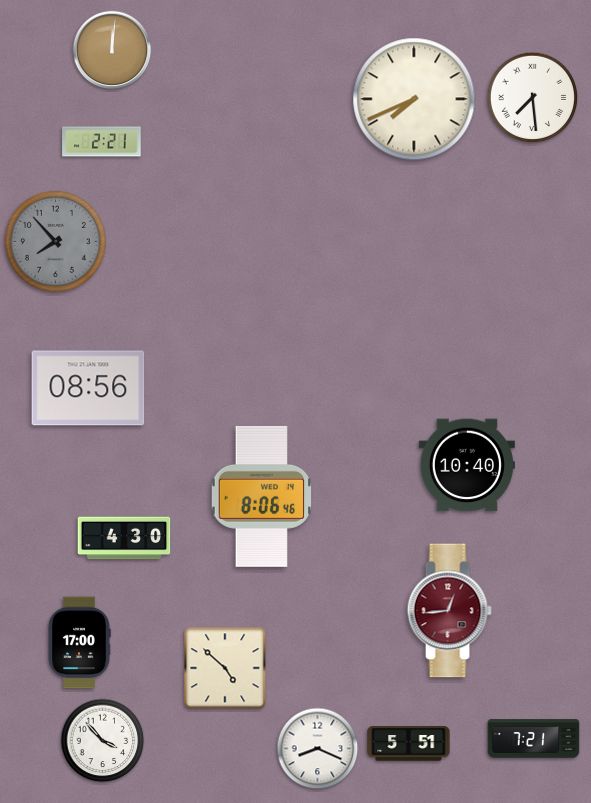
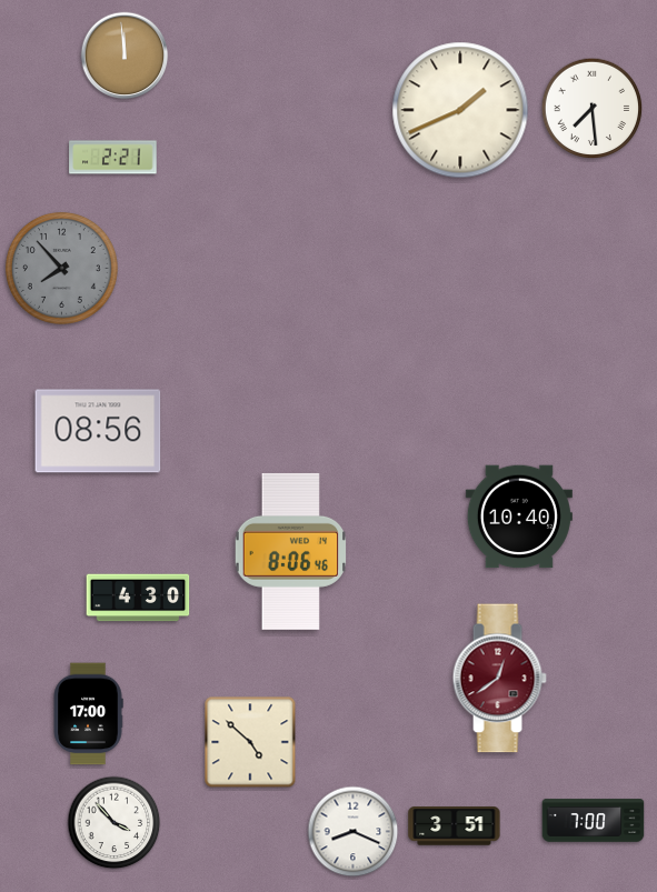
clock at (112, 50): 12:01 -> 11:59
clock at (414, 99): 7:41 -> 1:41
clock at (449, 611): 12:44 -> 12:39
clock at (534, 739): 7:21 -> 7:00
clock at (409, 744): 5:51 -> 3:51
